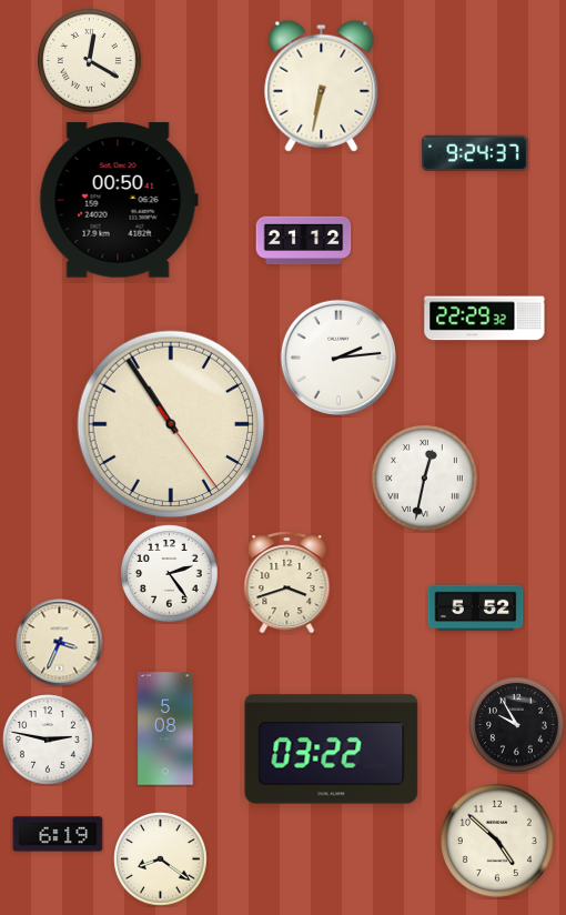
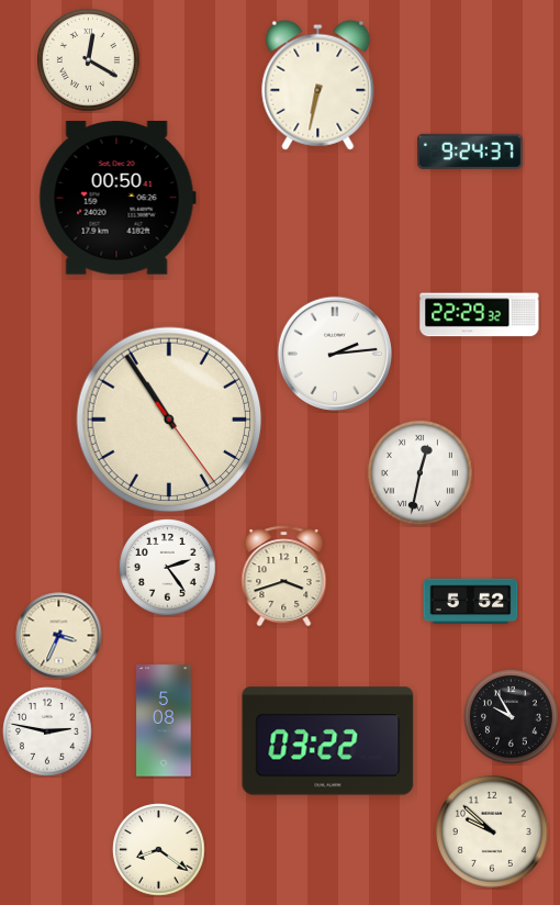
clock at (304, 241): 21:12 -> none
clock at (58, 834): 6:19 -> none
clock at (497, 841): 4:52 -> 9:52
